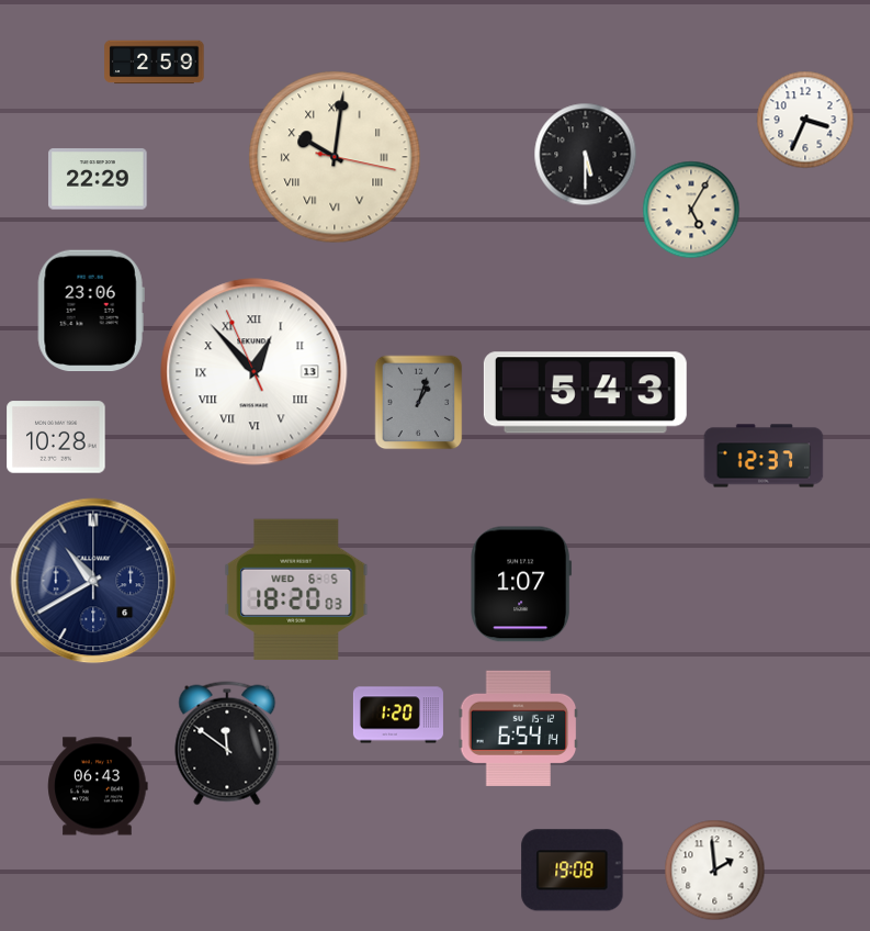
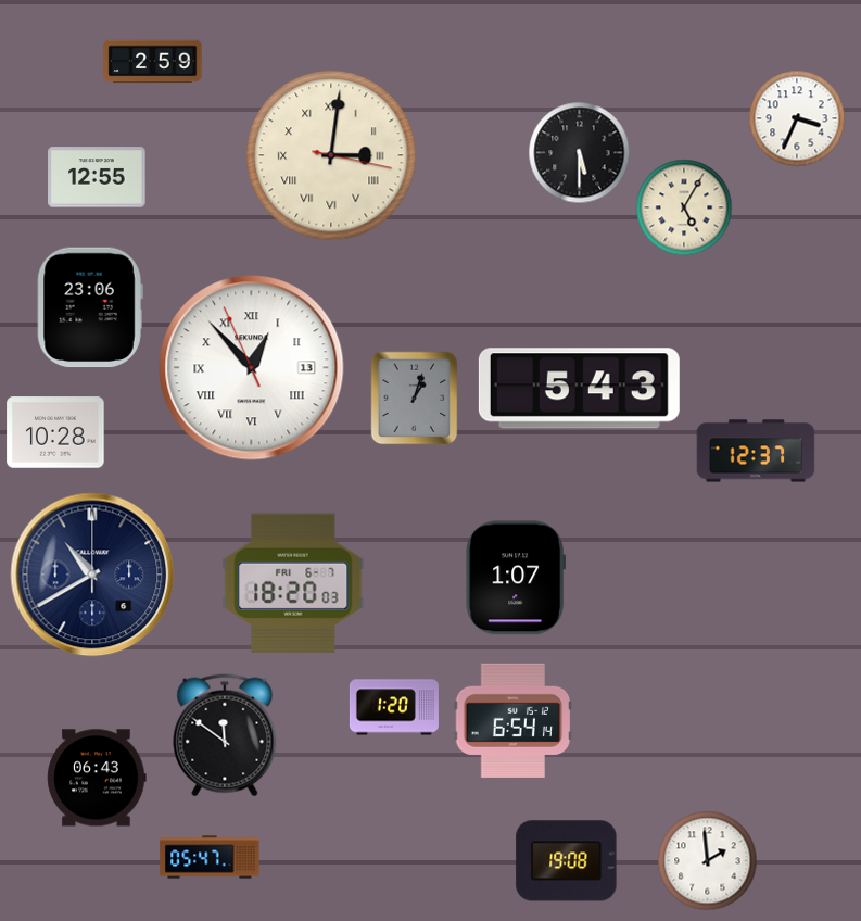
clock at (335, 157): 10:01 -> 3:01
clock at (98, 179): 22:29 -> 12:55
clock at (296, 588) date: WED 6-5 -> FRI 6-7
clock at (210, 857): none -> 05:47
